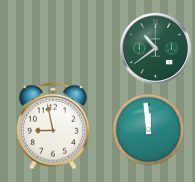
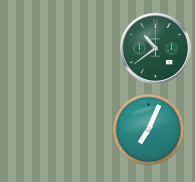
clock at (53, 126): 8:58 -> none
clock at (149, 130): 11:59 -> 7:04
